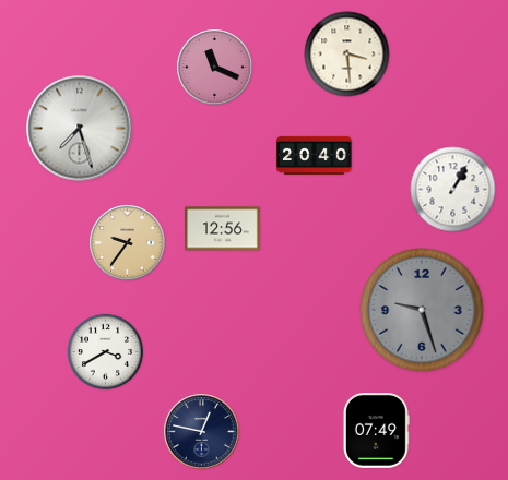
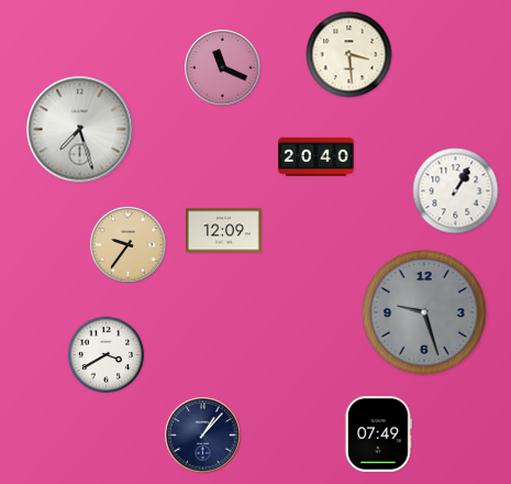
clock at (215, 68) position: (215, 68) -> (223, 68)
clock at (223, 229): 12:56 -> 12:09
clock at (202, 432): 12:47 -> 1:07
